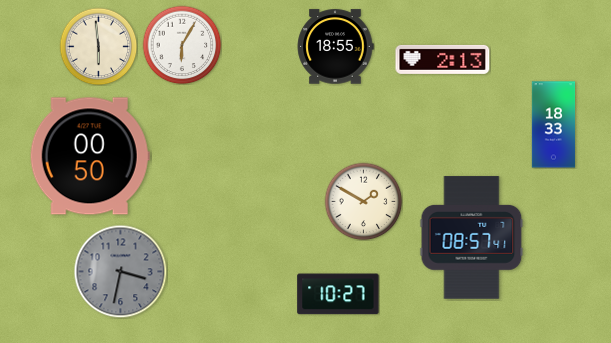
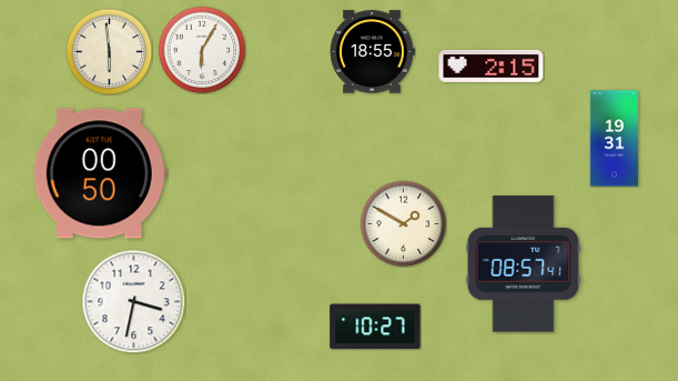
clock at (443, 59): 2:13 -> 2:15
clock at (554, 125): 18:33 -> 19:31
clock at (120, 271) dial: grey -> white
